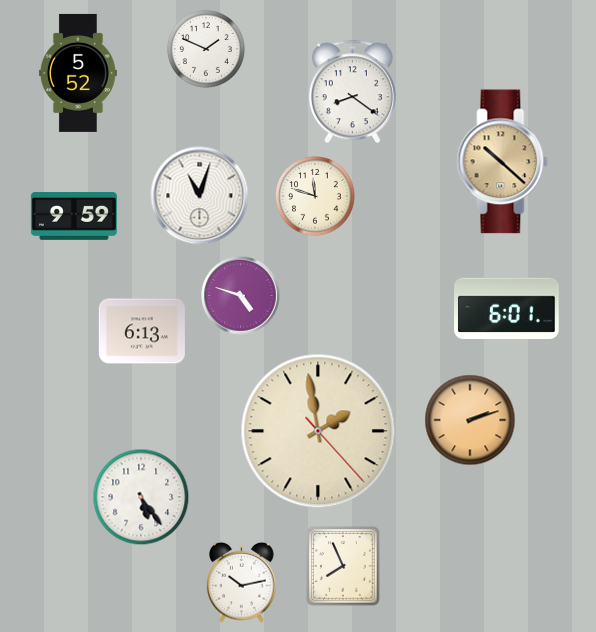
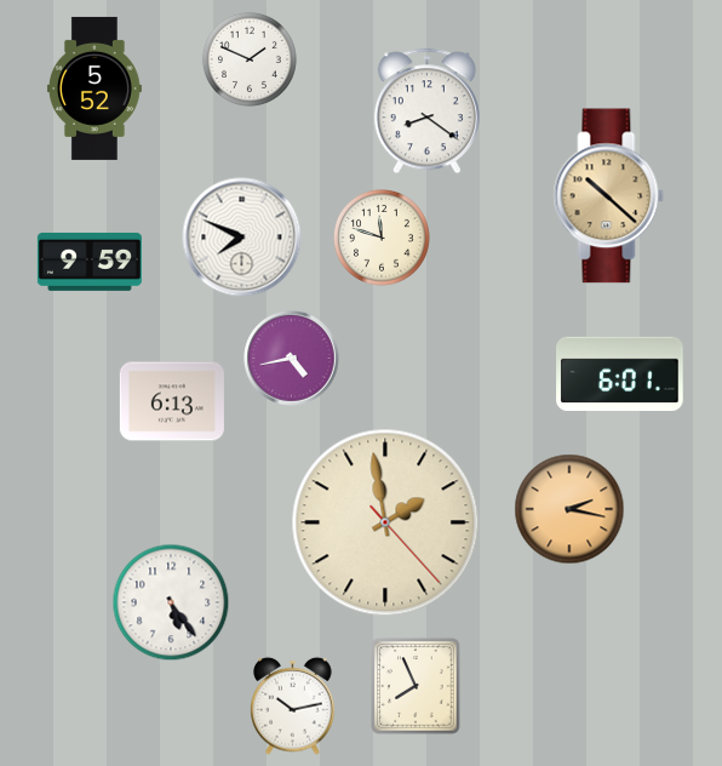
clock at (200, 196): 11:03 -> 7:49
clock at (241, 296): 4:48 -> 4:43
clock at (507, 308) position: (507, 308) -> (620, 373)
clock at (470, 420): 2:12 -> 2:17
